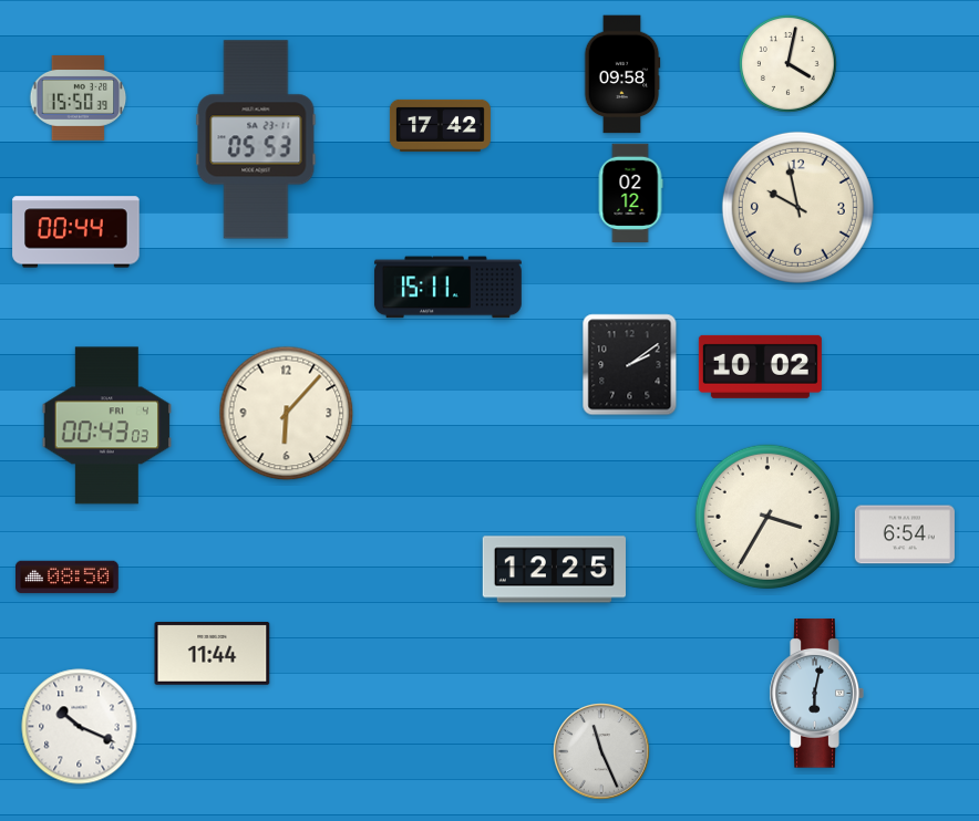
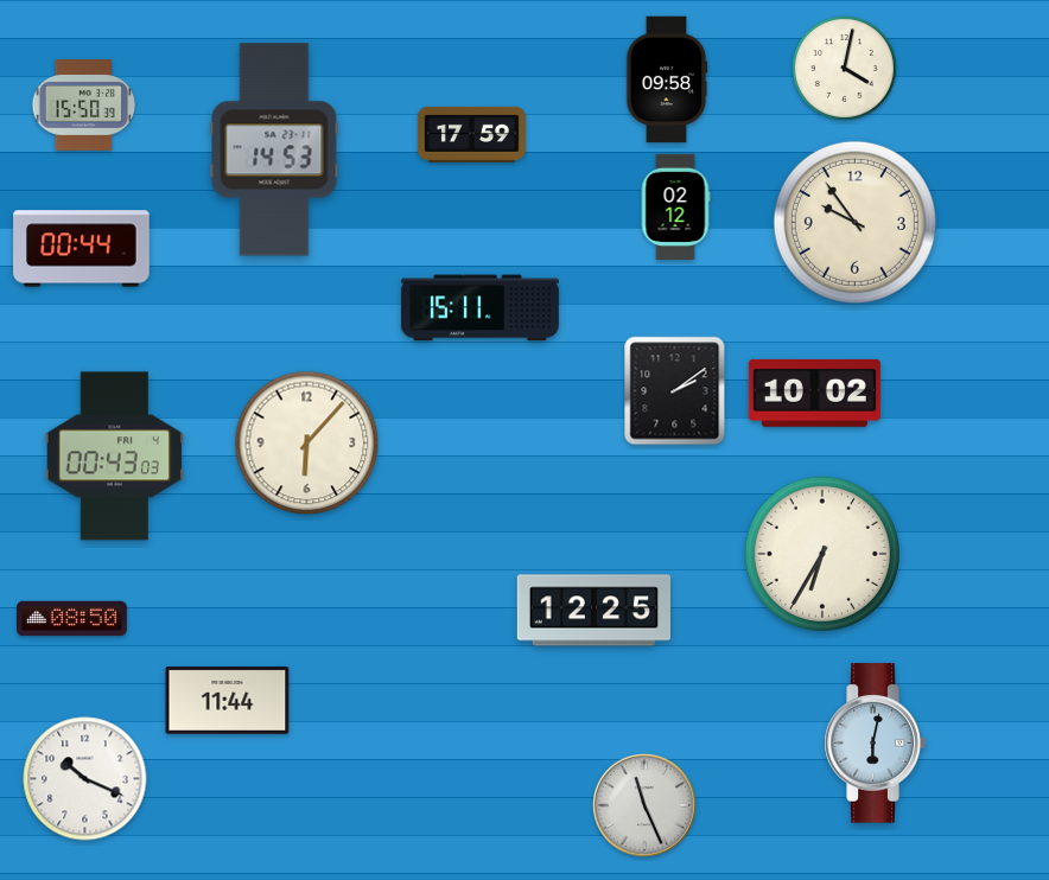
clock at (440, 125): 17:42 -> 17:59
clock at (256, 139): 05:53 -> 14:53
clock at (797, 207): 9:58 -> 9:54
clock at (767, 517): 3:35 -> 6:35
clock at (905, 534): 6:54 -> none
